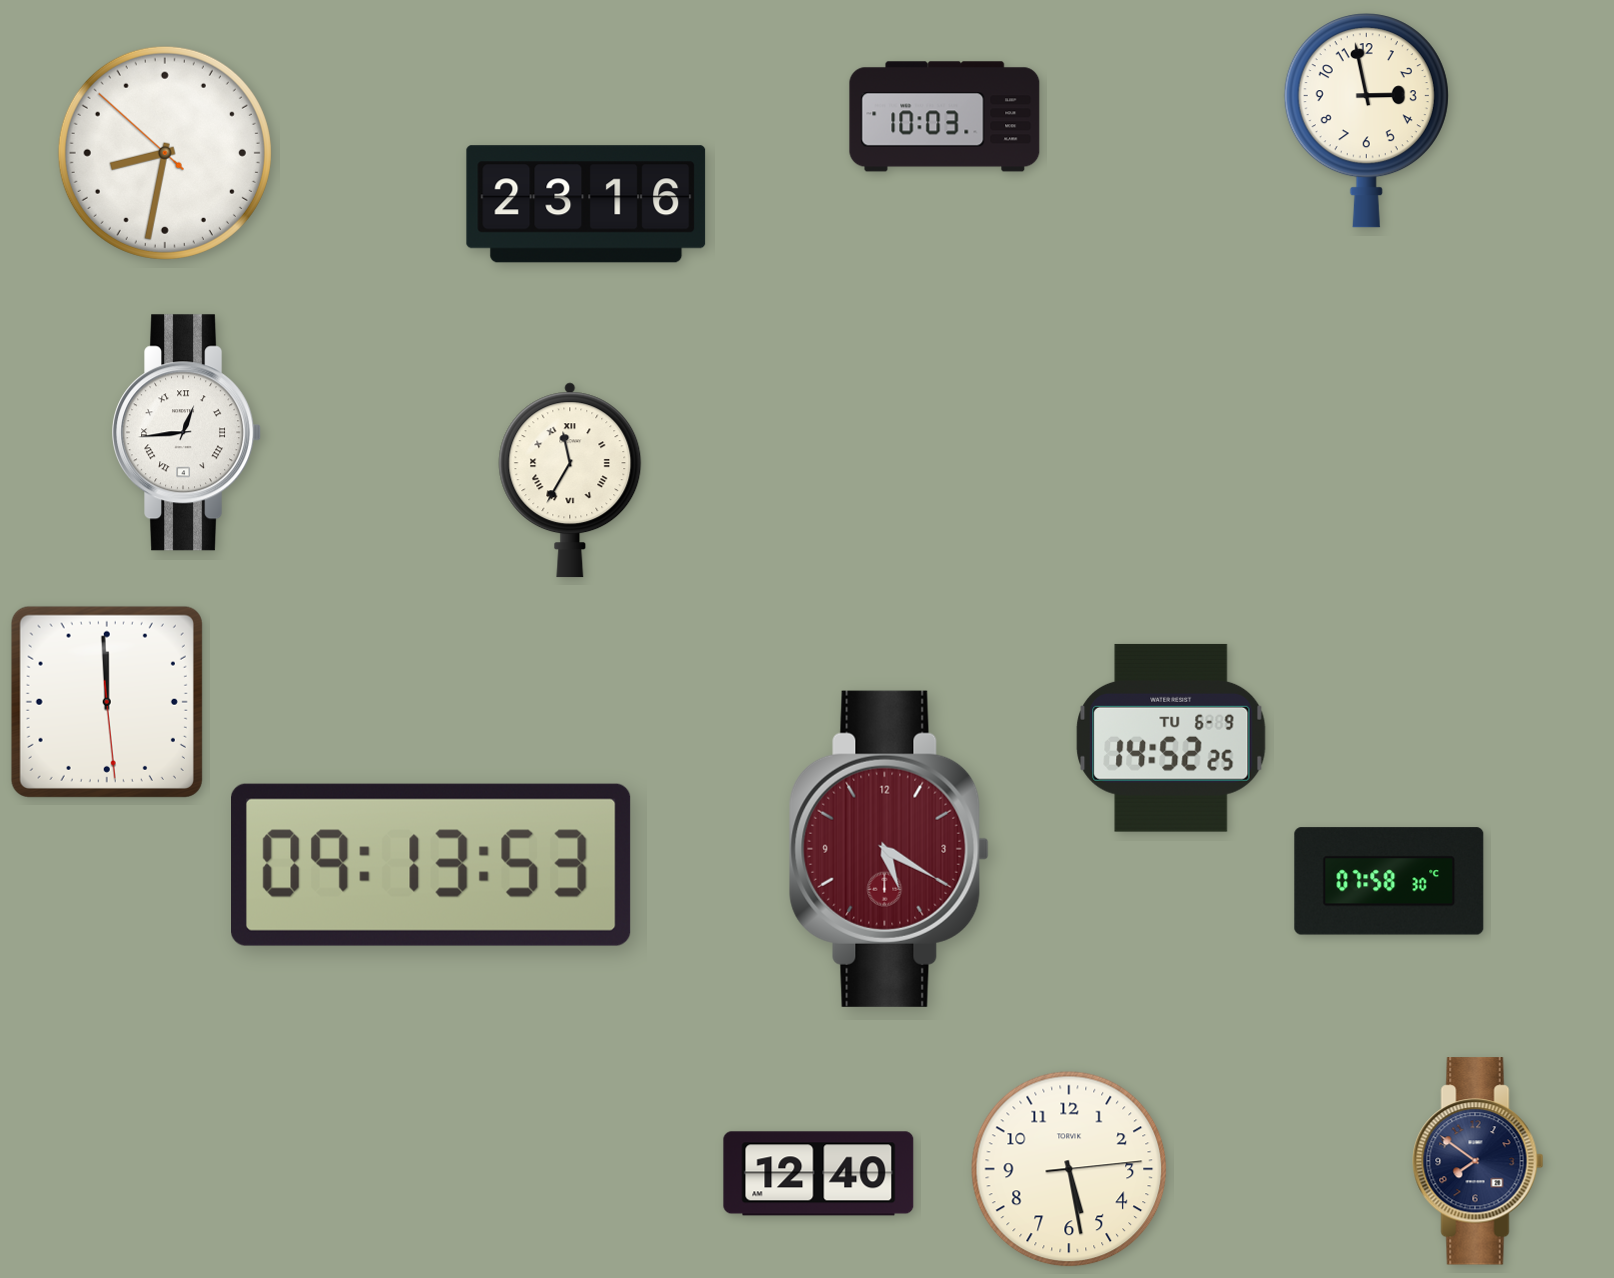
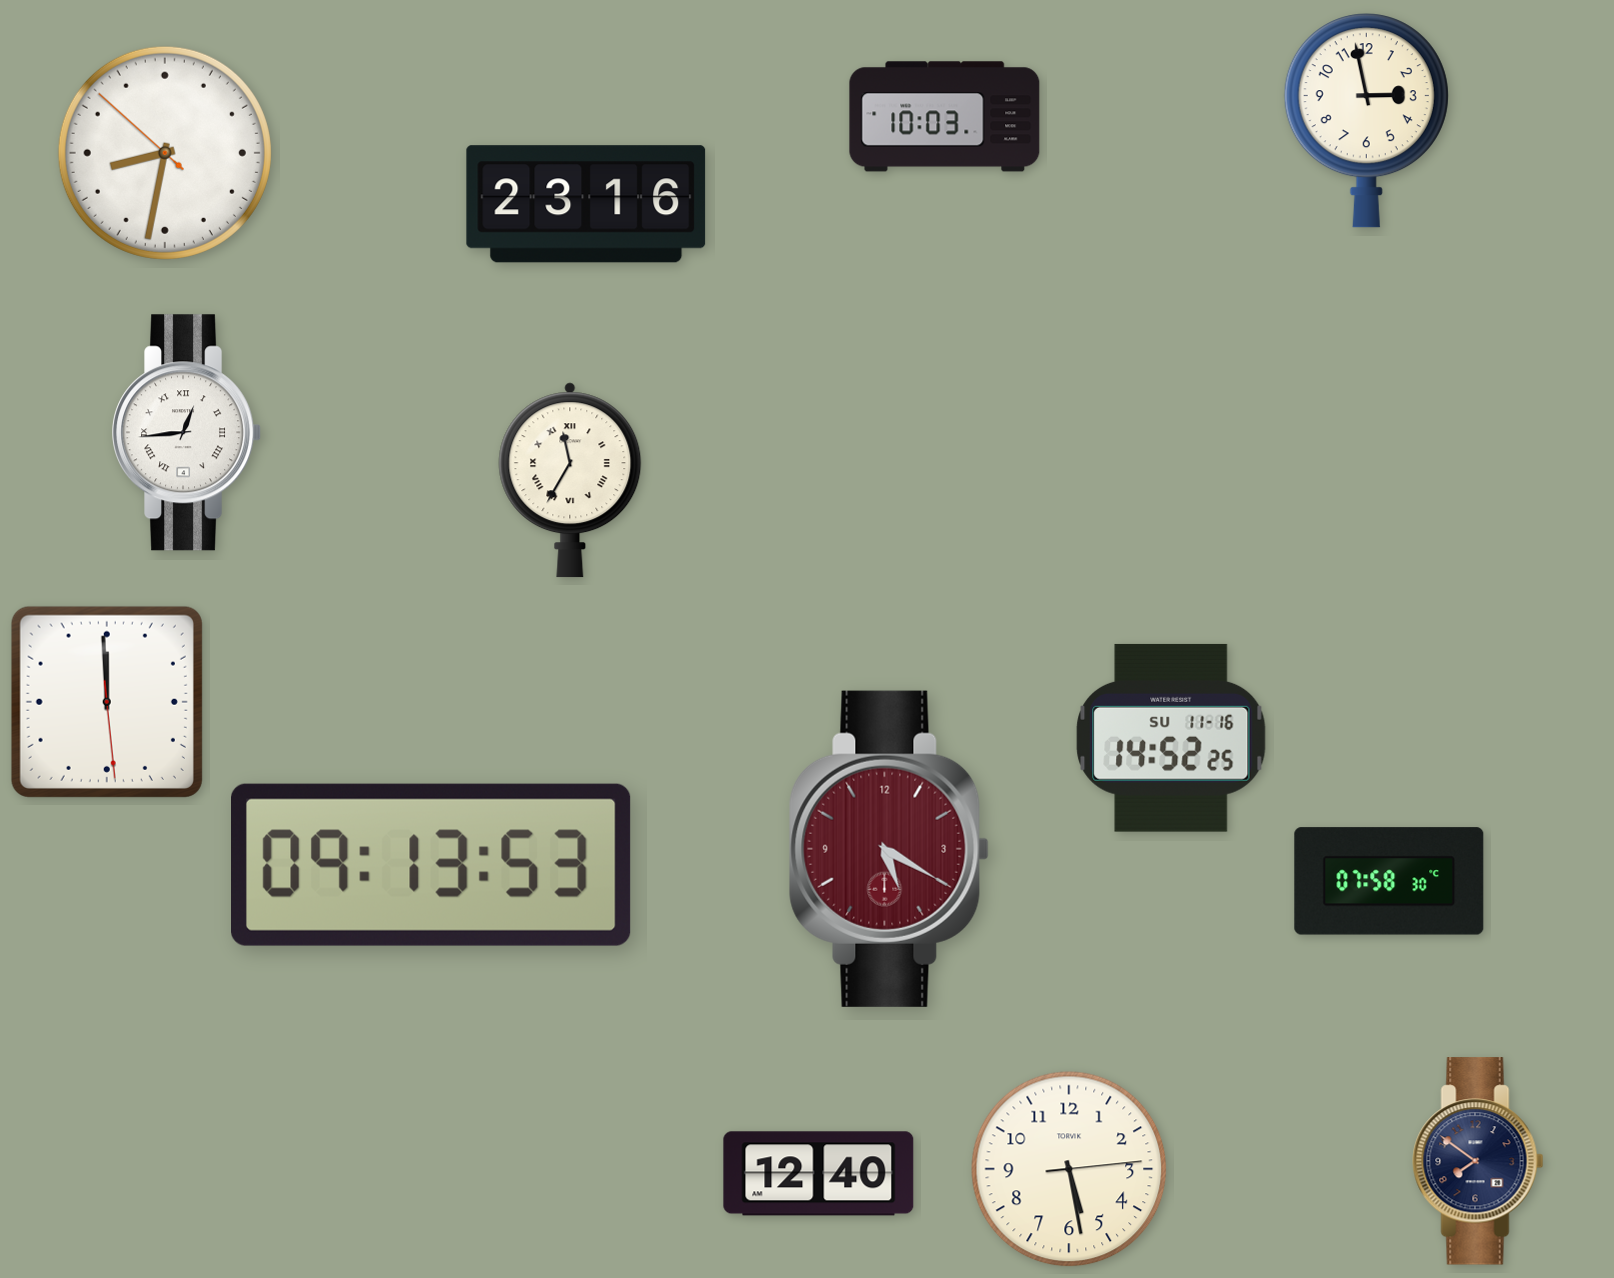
clock at (1171, 738) date: TU 6-9 -> SU 11-16
